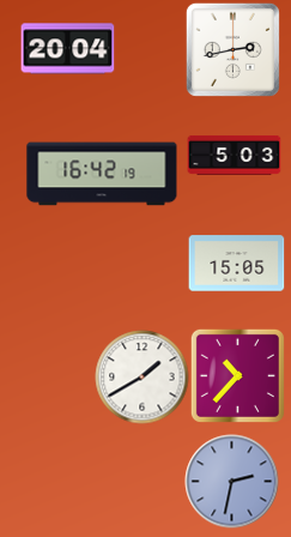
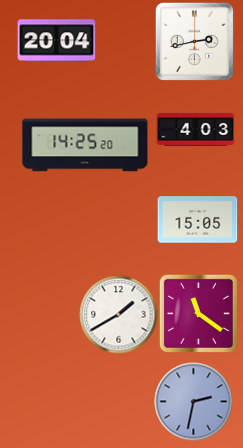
clock at (234, 155): 5:03 -> 4:03
clock at (102, 174): 16:42 -> 14:25
clock at (237, 375): 10:37 -> 11:21
